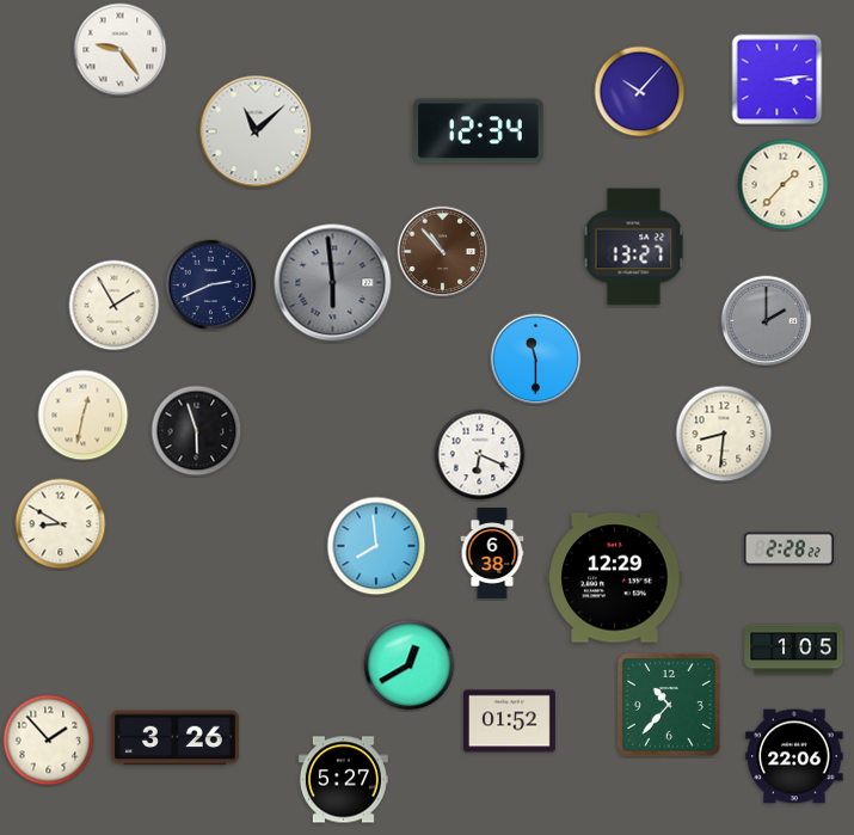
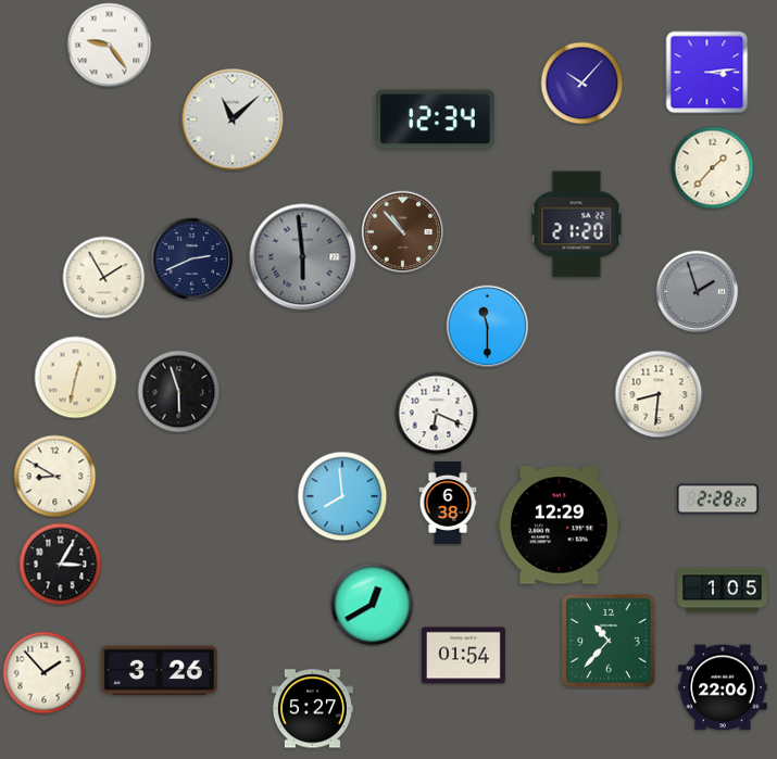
clock at (634, 247): 13:27 -> 21:20
clock at (443, 252) position: (443, 252) -> (403, 232)
clock at (767, 321): 2:00 -> 1:57
clock at (61, 565): none -> 3:05
clock at (509, 722): 01:52 -> 01:54
